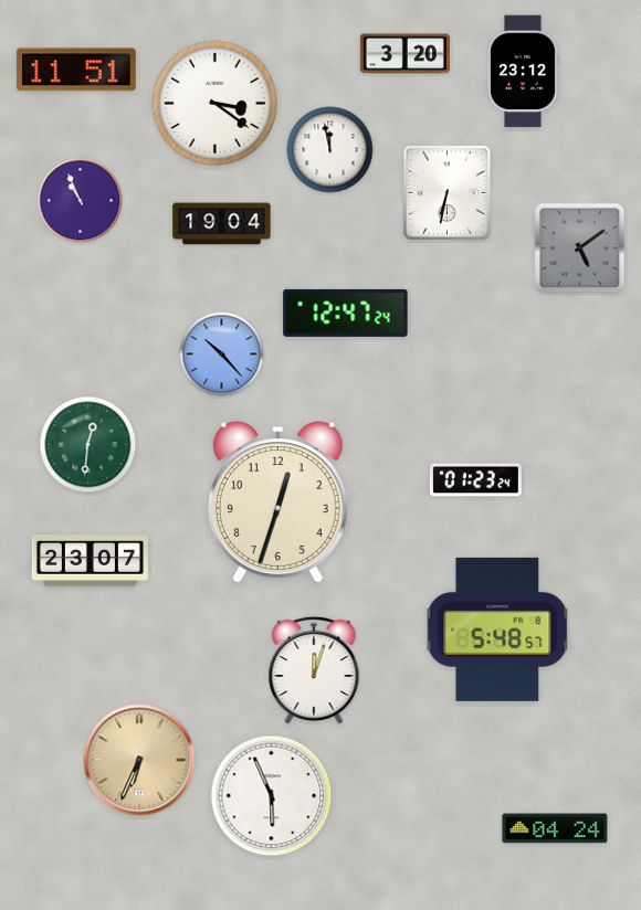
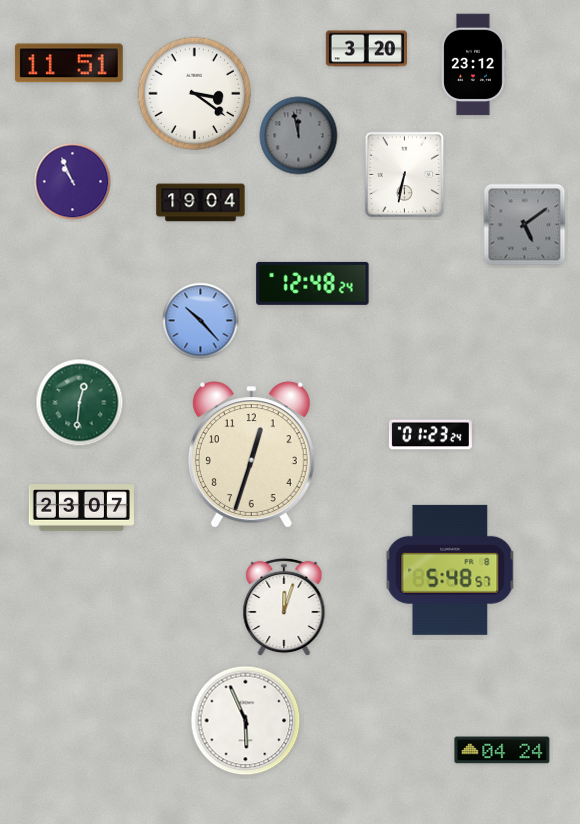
clock at (330, 150) dial: white -> grey
clock at (346, 313): 12:47 -> 12:48
clock at (139, 760): 6:34 -> none
